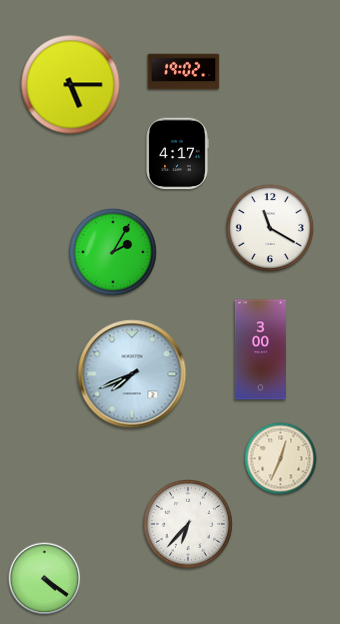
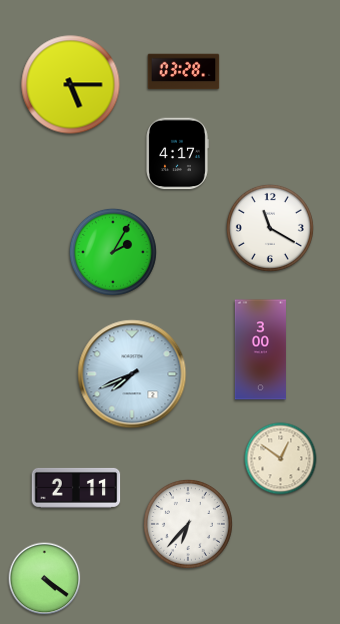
clock at (184, 72): 19:02 -> 03:28
clock at (281, 459): 12:34 -> 12:51
clock at (76, 488): none -> 2:11
